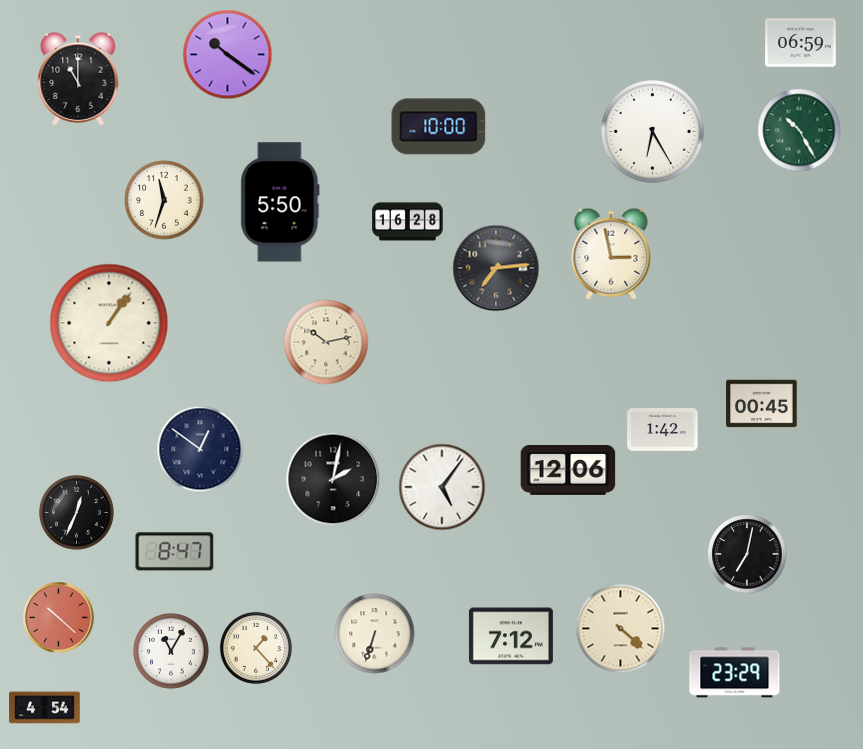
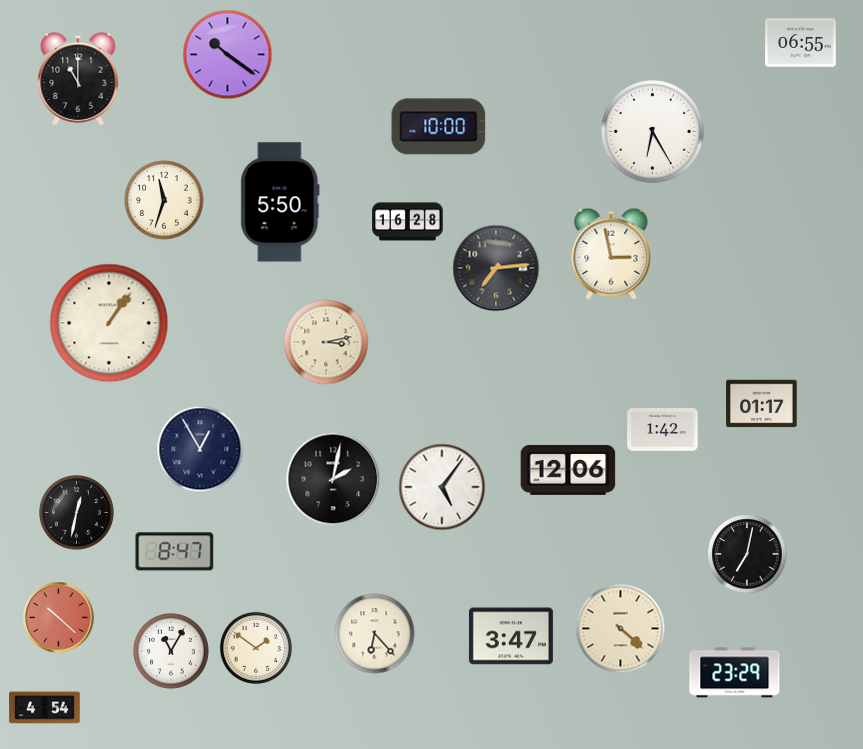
clock at (801, 43): 06:59 -> 06:55
clock at (799, 130): 10:25 -> none
clock at (326, 342): 10:13 -> 3:13
clock at (762, 404): 00:45 -> 01:17
clock at (200, 449): 12:51 -> 12:55
clock at (77, 513): 12:34 -> 12:32
clock at (375, 634): 6:33 -> 6:23
clock at (511, 636): 7:12 -> 3:47
clock at (256, 648): 1:23 -> 1:51
